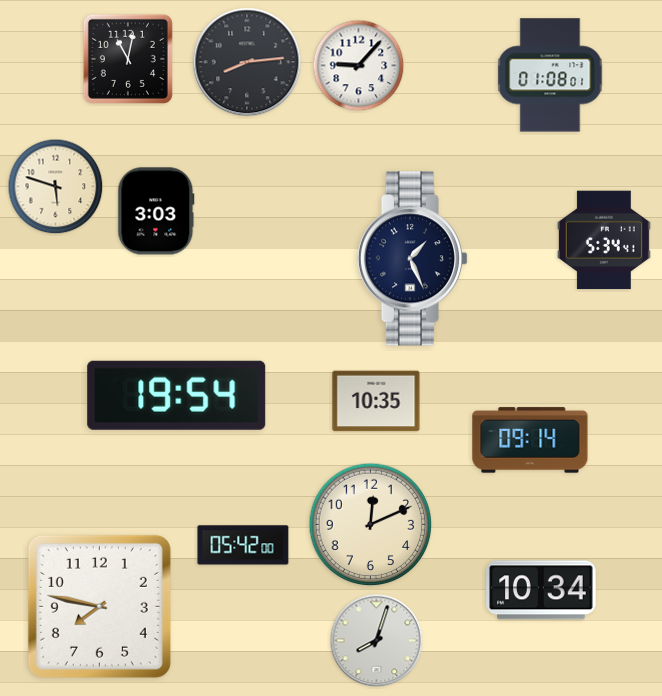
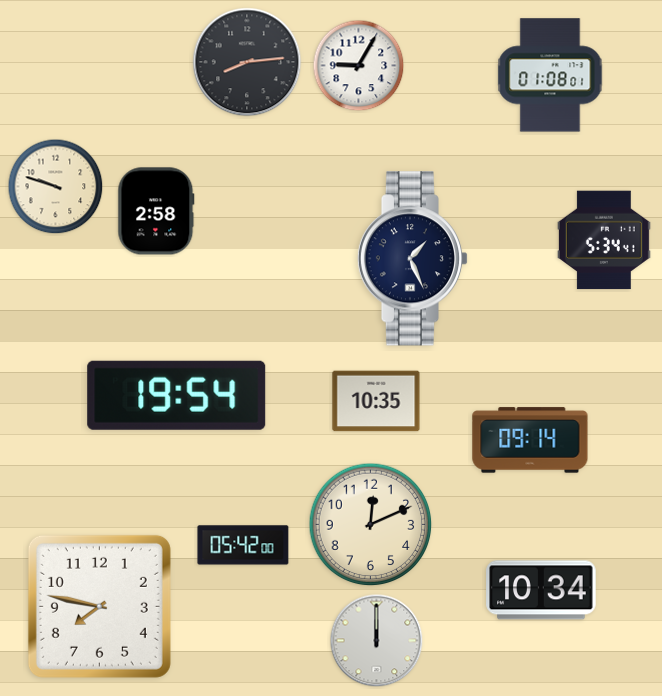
clock at (128, 59): 11:02 -> none
clock at (359, 66): 9:07 -> 9:05
clock at (56, 187): 5:48 -> 9:48
clock at (156, 211): 3:03 -> 2:58
clock at (377, 641): 8:03 -> 12:00
